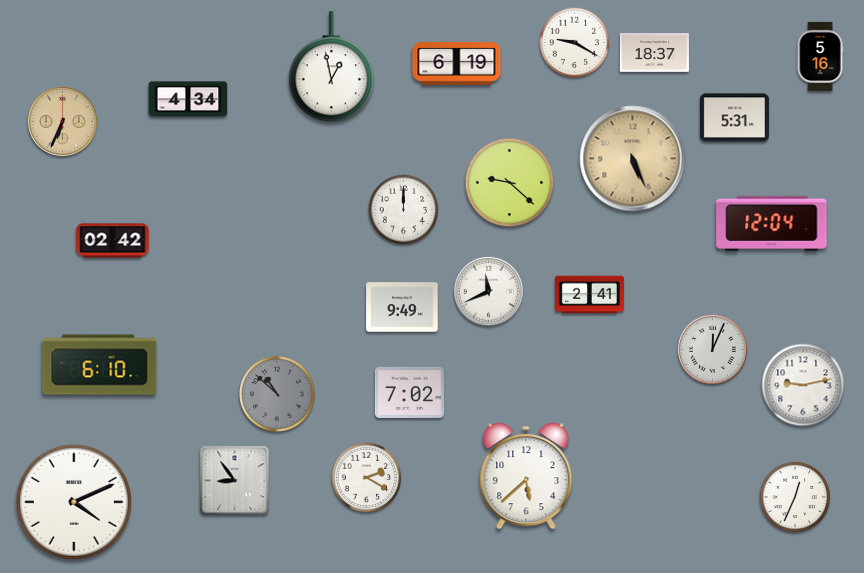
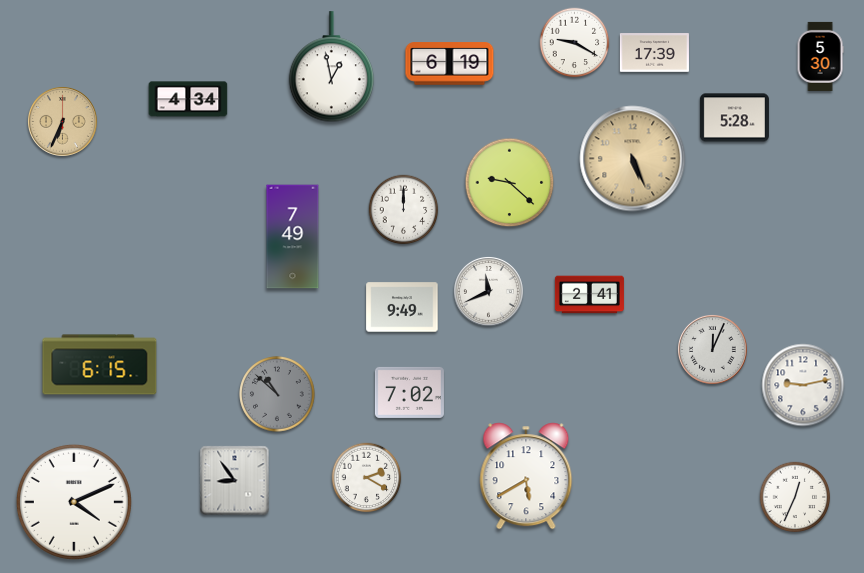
clock at (654, 53): 18:37 -> 17:39
clock at (820, 56): 5:16 -> 5:30
clock at (457, 64) position: (457, 64) -> (450, 64)
clock at (734, 118): 5:31 -> 5:28
clock at (772, 223): 12:04 -> none
clock at (293, 237): none -> 7:49
clock at (113, 241): 02:42 -> none
clock at (100, 365): 6:10 -> 6:15
clock at (526, 476): 5:38 -> 5:40
